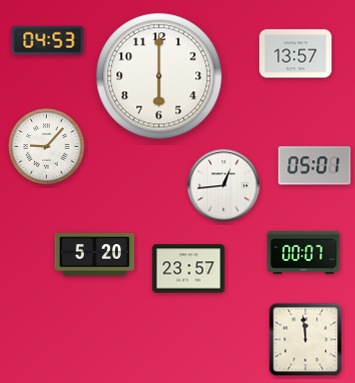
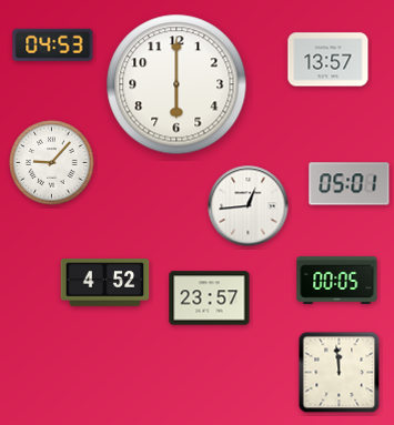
clock at (304, 252): 00:07 -> 00:05
clock at (95, 255): 5:20 -> 4:52
clock at (306, 340) position: (306, 340) -> (340, 373)
